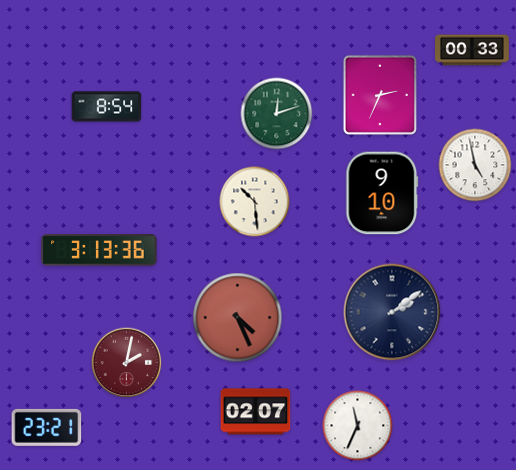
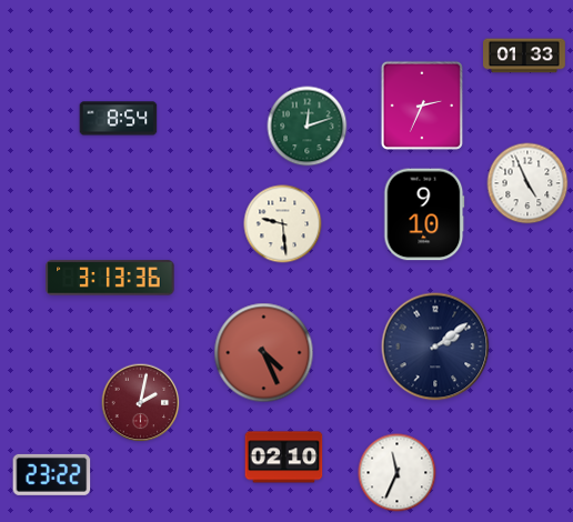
clock at (472, 50): 00:33 -> 01:33
clock at (475, 165): 4:58 -> 4:56
clock at (255, 202): 10:29 -> 9:29
clock at (256, 412): 02:07 -> 02:10
clock at (47, 427): 23:21 -> 23:22
